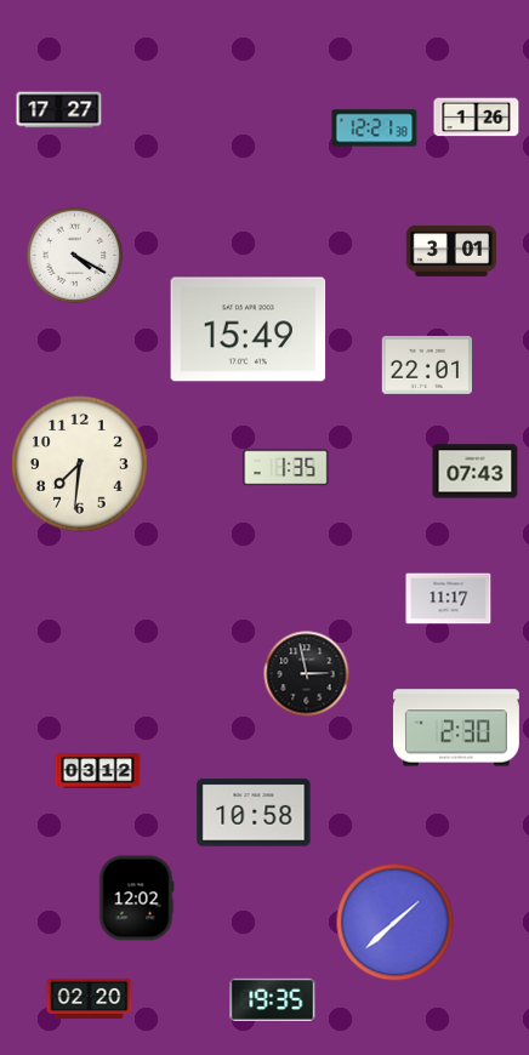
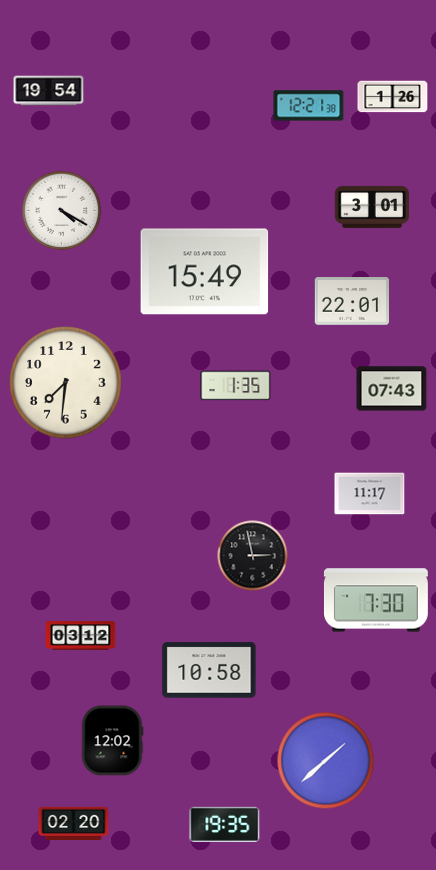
clock at (59, 110): 17:27 -> 19:54
clock at (456, 728): 2:30 -> 7:30
